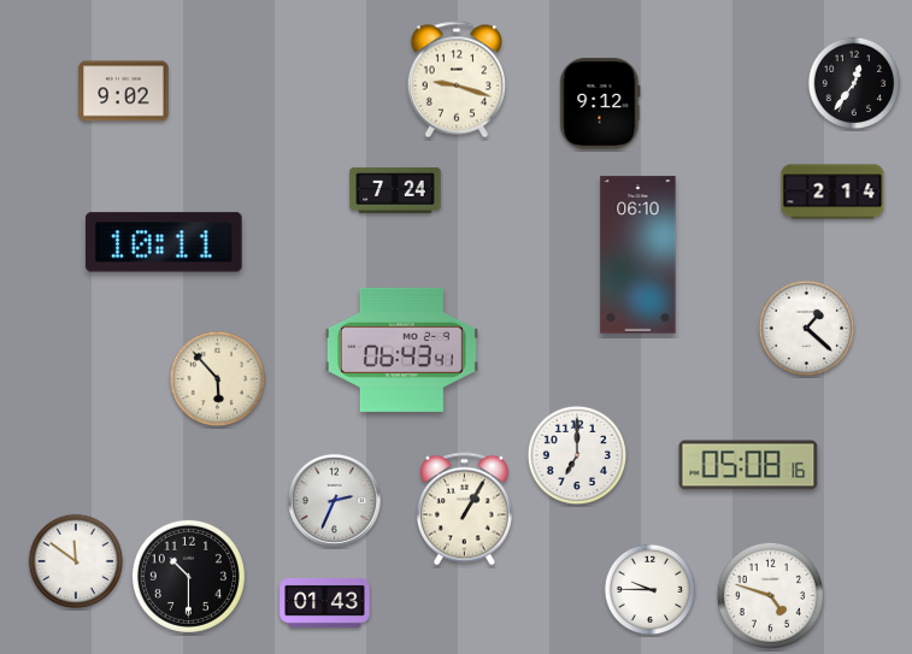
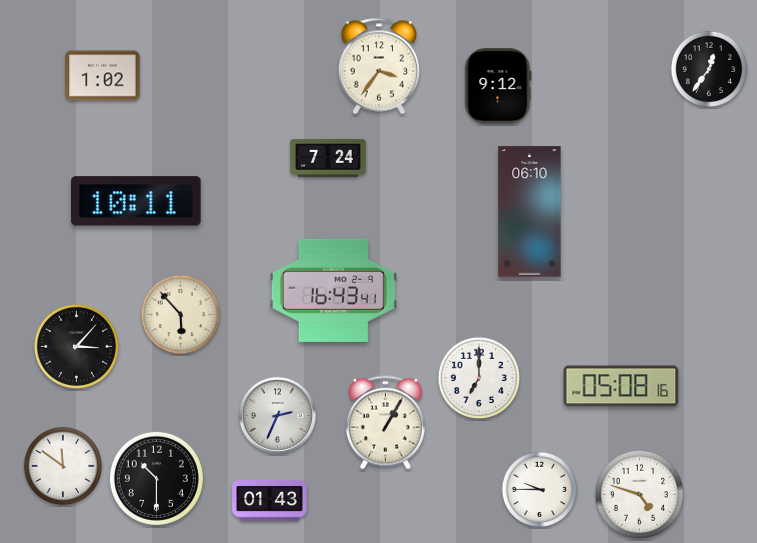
clock at (455, 79): 9:18 -> 3:36
clock at (124, 92): 9:02 -> 1:02
clock at (832, 192): 2:14 -> none
clock at (807, 329): 1:22 -> none
clock at (401, 349): 06:43 -> 16:43
clock at (76, 346): none -> 3:07
